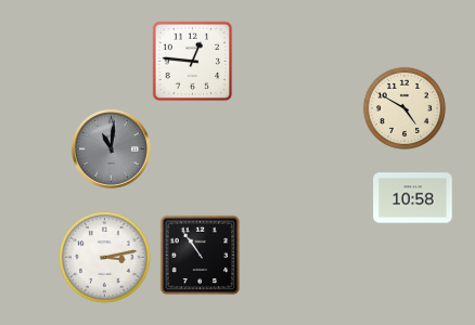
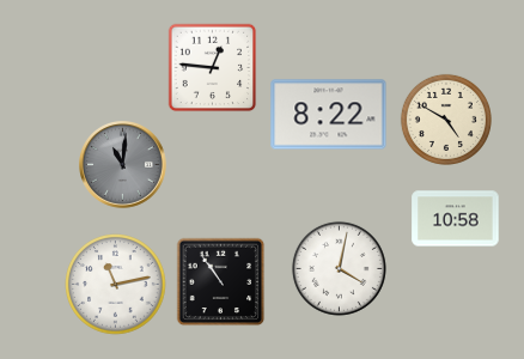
clock at (329, 115): none -> 8:22
clock at (339, 268): none -> 4:02
clock at (105, 258): 3:13 -> 11:13
